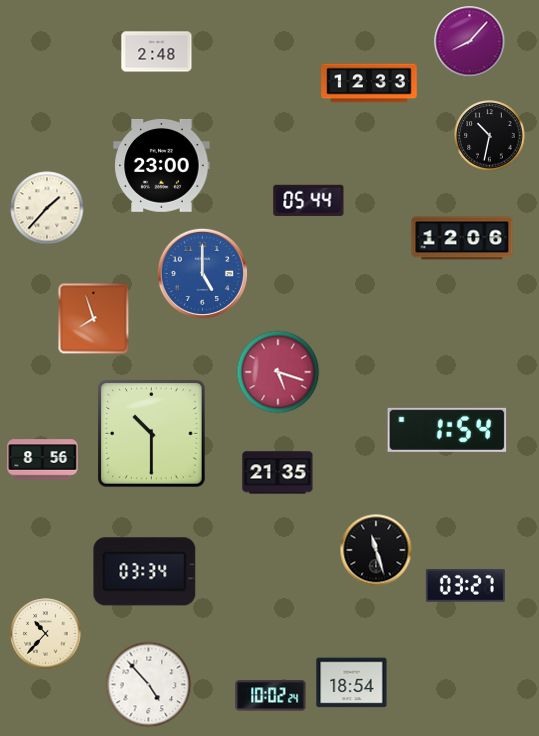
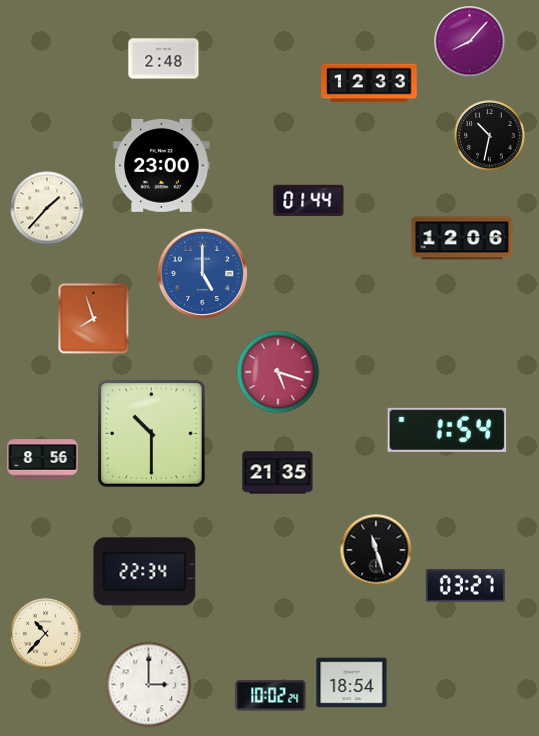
clock at (157, 52) position: (157, 52) -> (164, 59)
clock at (309, 200): 05:44 -> 01:44
clock at (145, 572): 03:34 -> 22:34
clock at (149, 685): 4:53 -> 3:00
